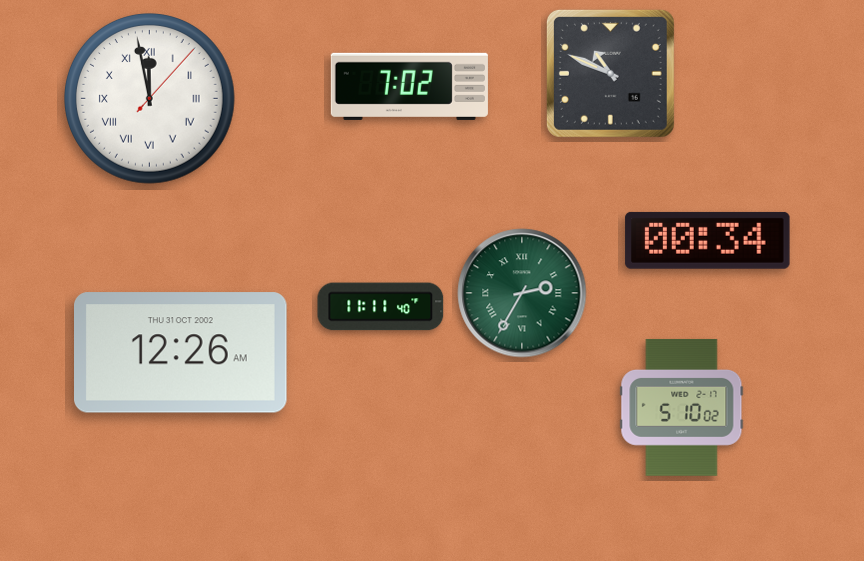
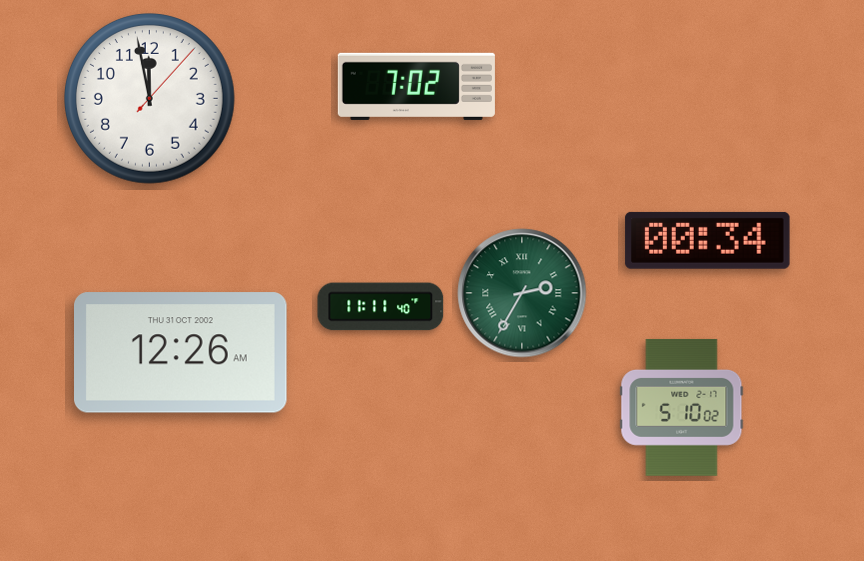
clock at (610, 73): 10:49 -> none
clock at (409, 86) position: (409, 86) -> (416, 86)
clock at (150, 99) numerals: Roman -> Arabic
